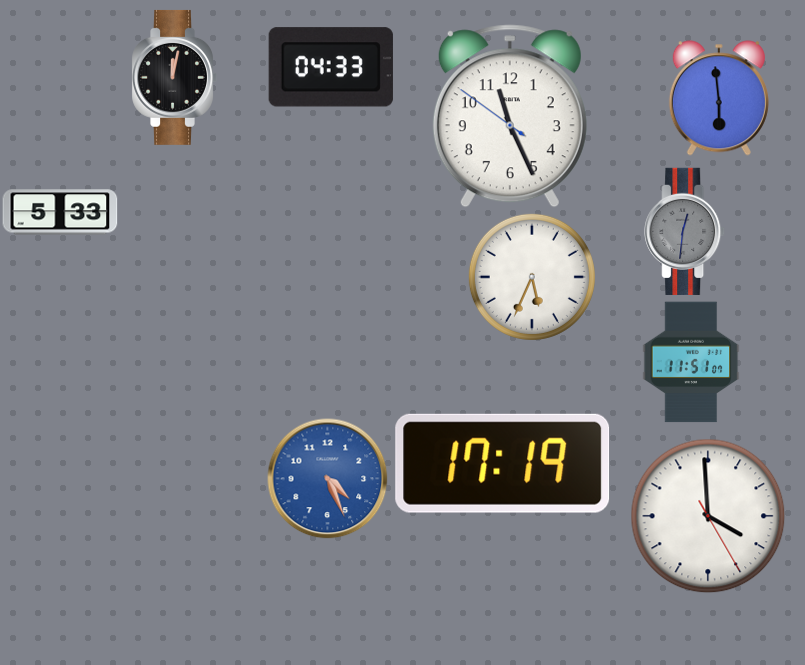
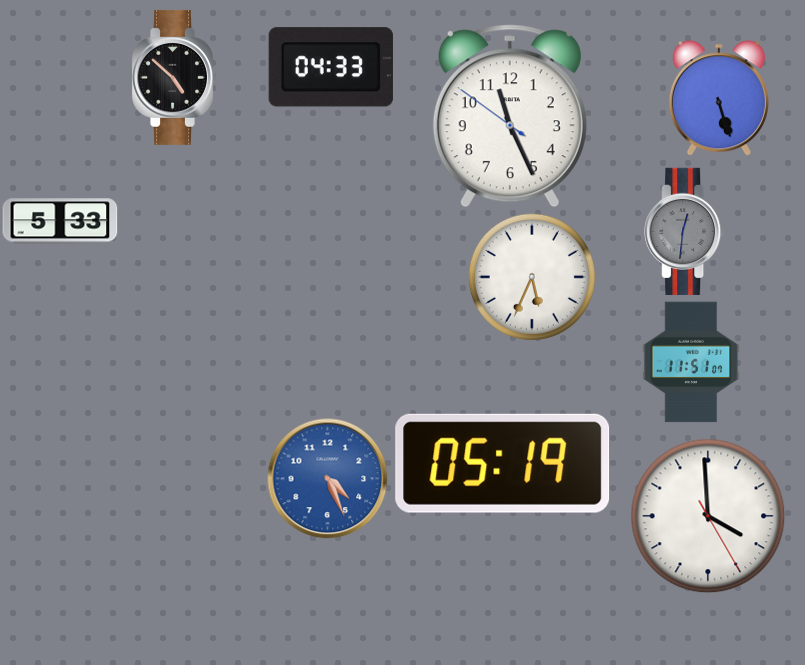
clock at (174, 77): 12:02 -> 4:52
clock at (719, 98): 5:59 -> 5:27
clock at (60, 212) position: (60, 212) -> (60, 221)
clock at (503, 463): 17:19 -> 05:19
